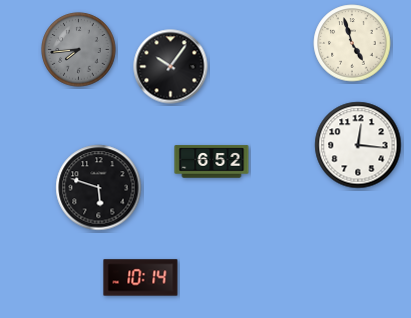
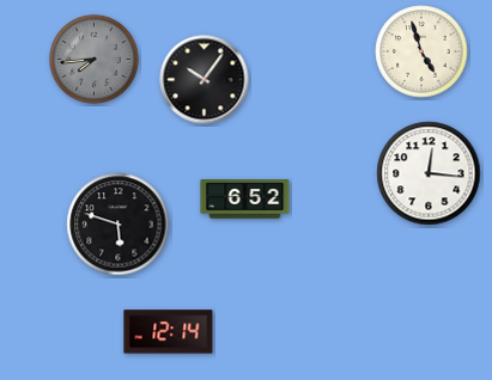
clock at (212, 162) position: (212, 162) -> (245, 200)
clock at (141, 278): 10:14 -> 12:14
